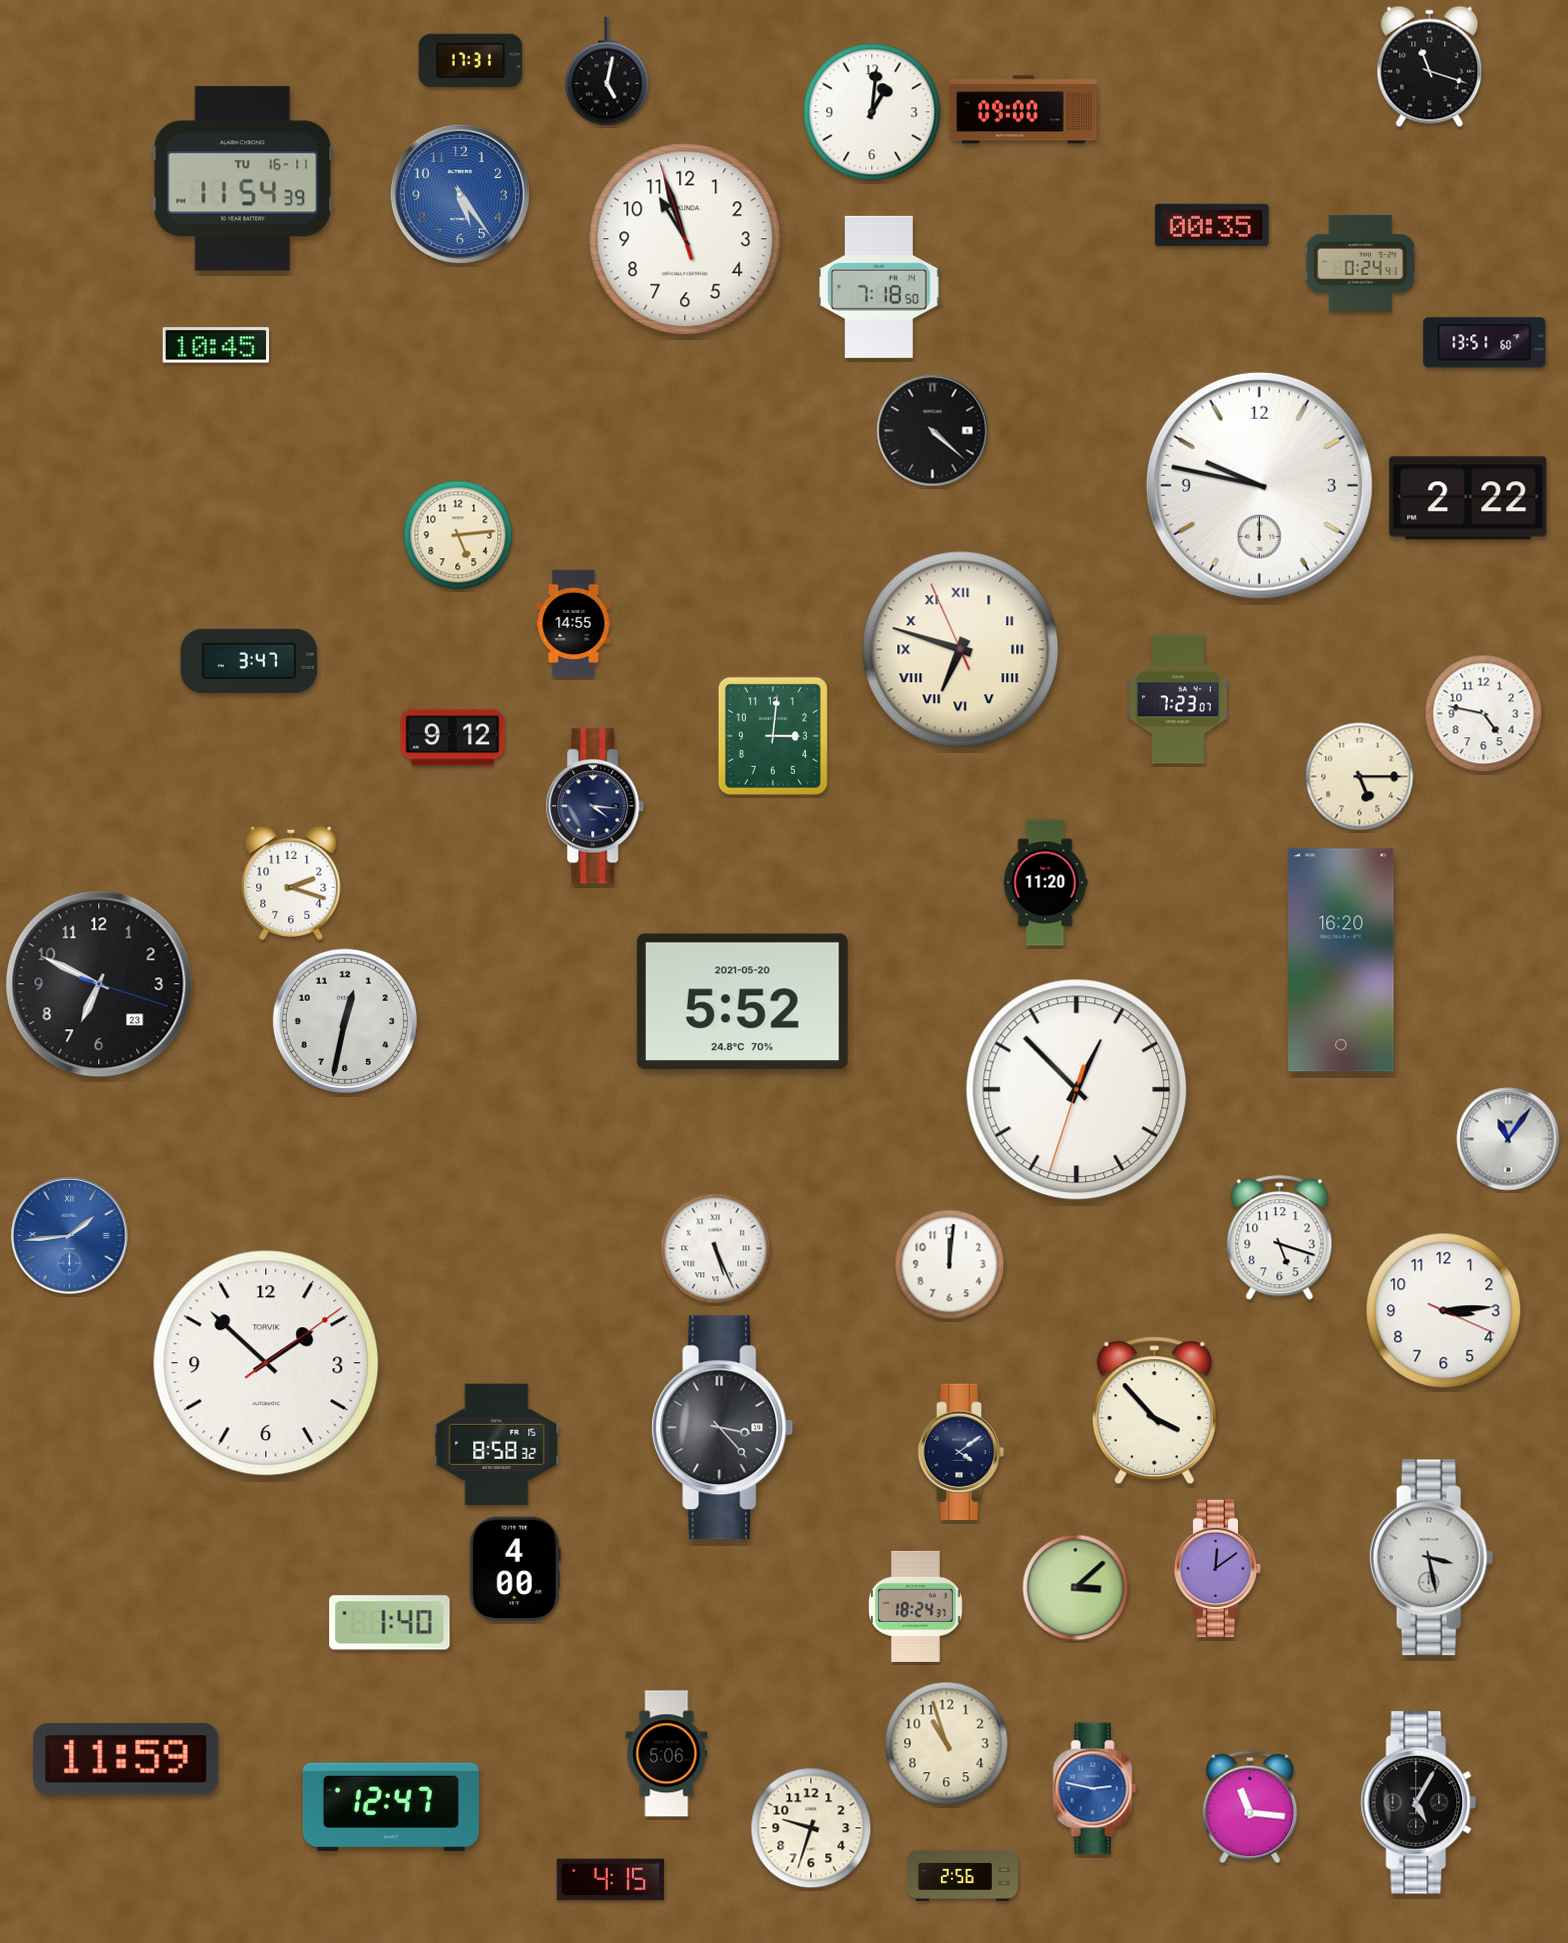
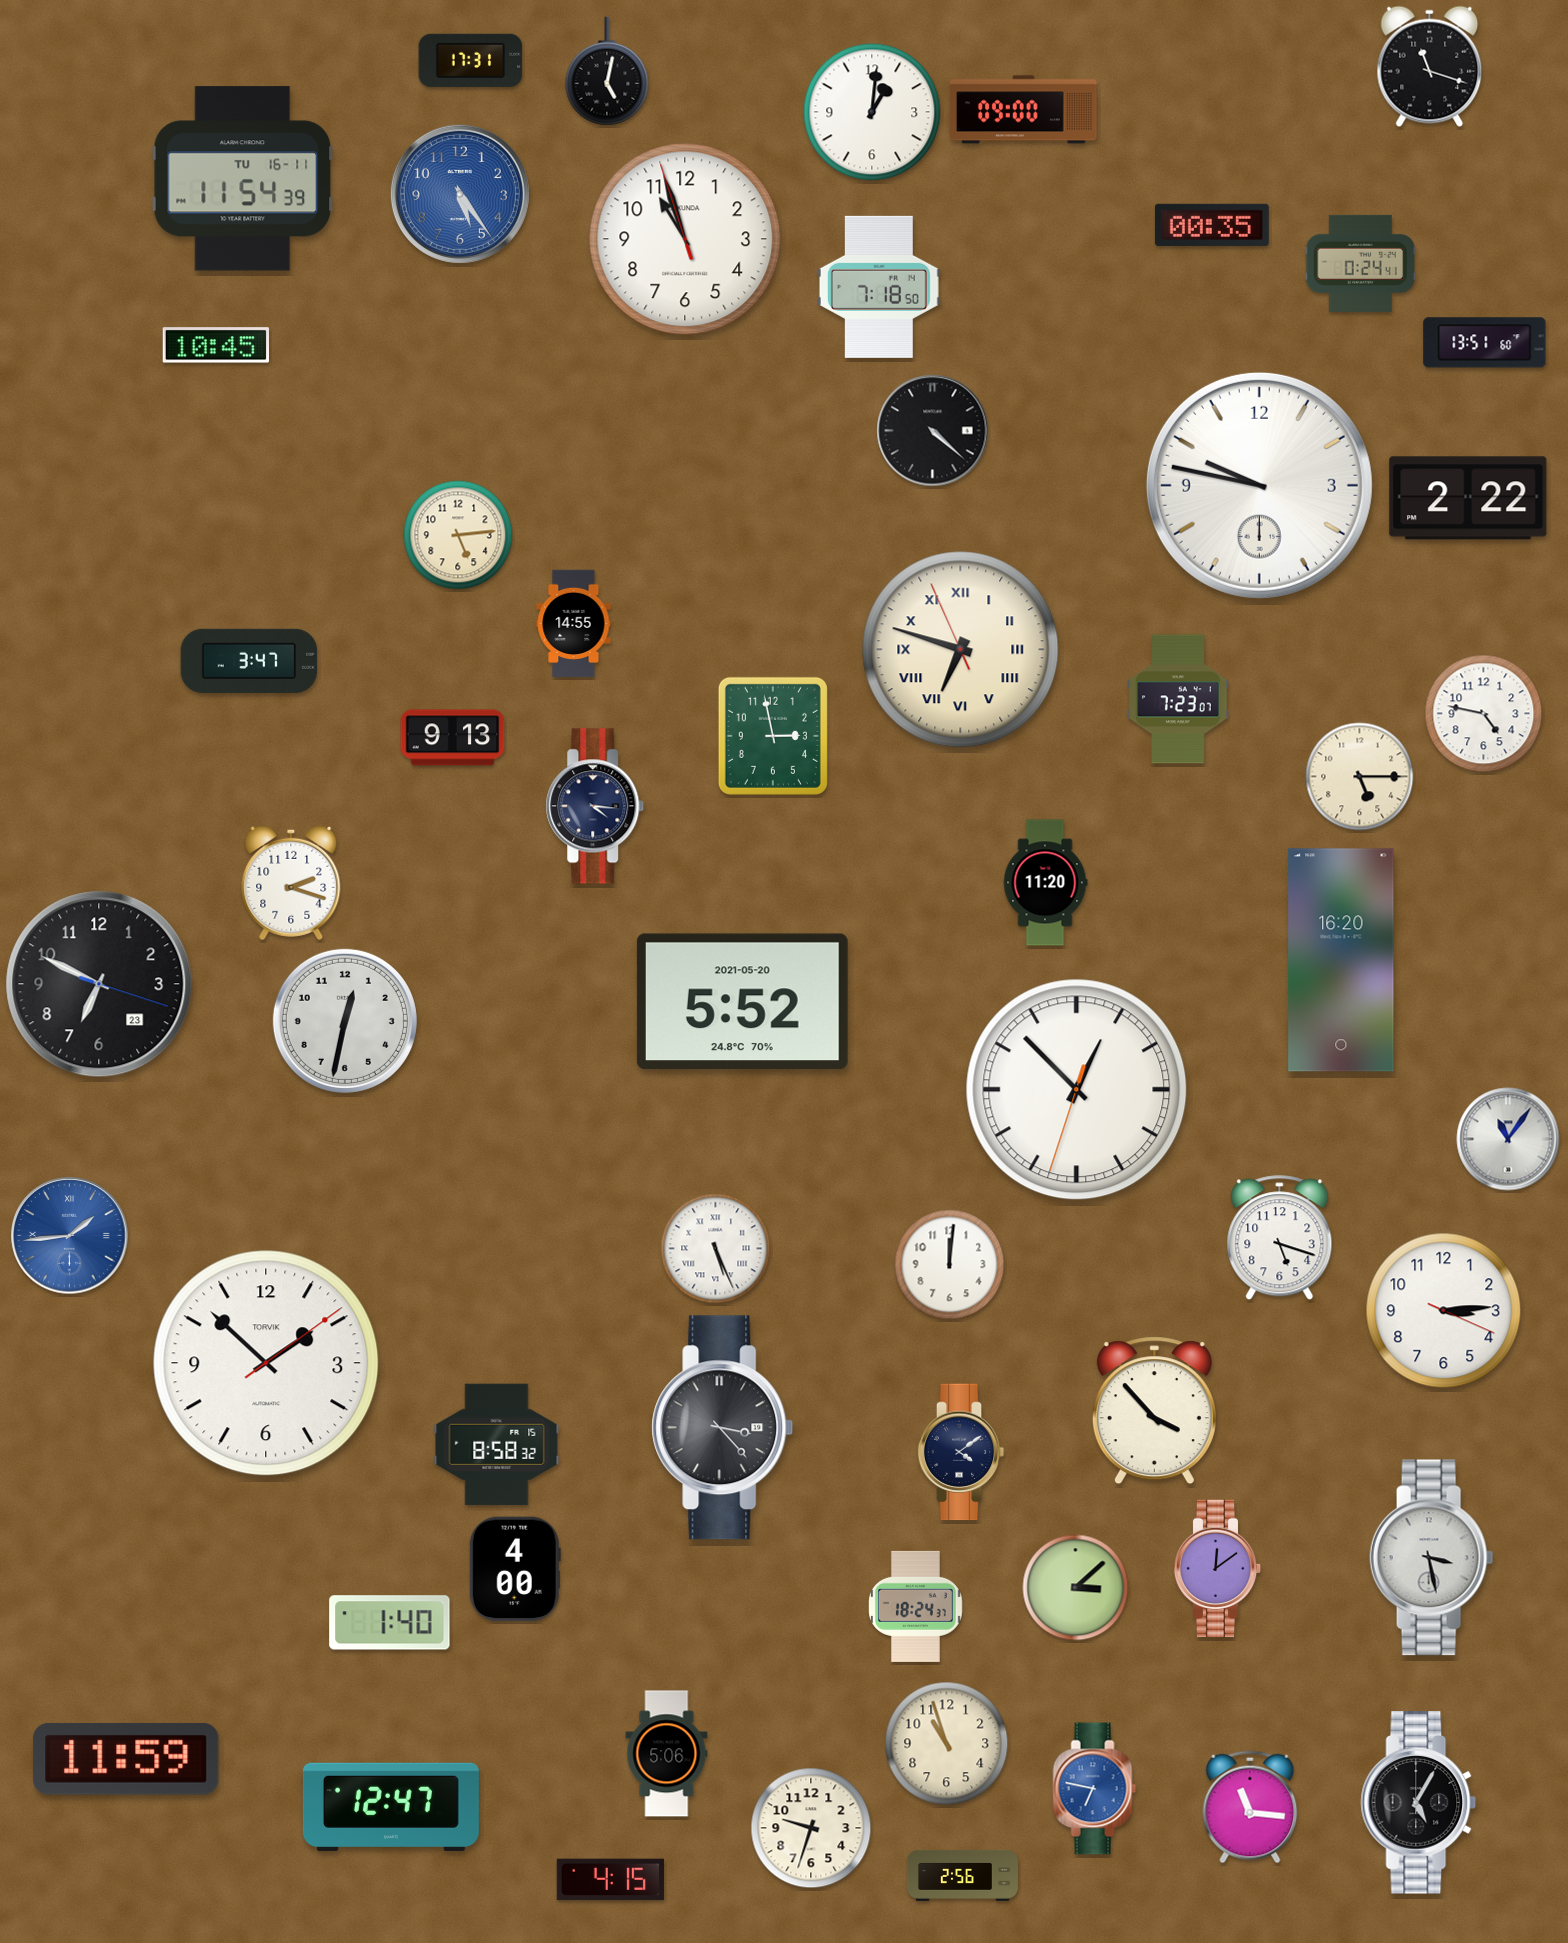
clock at (773, 736): 3:01 -> 2:58
clock at (453, 738): 9:12 -> 9:13
clock at (1095, 1789): 2:47 -> 6:47
